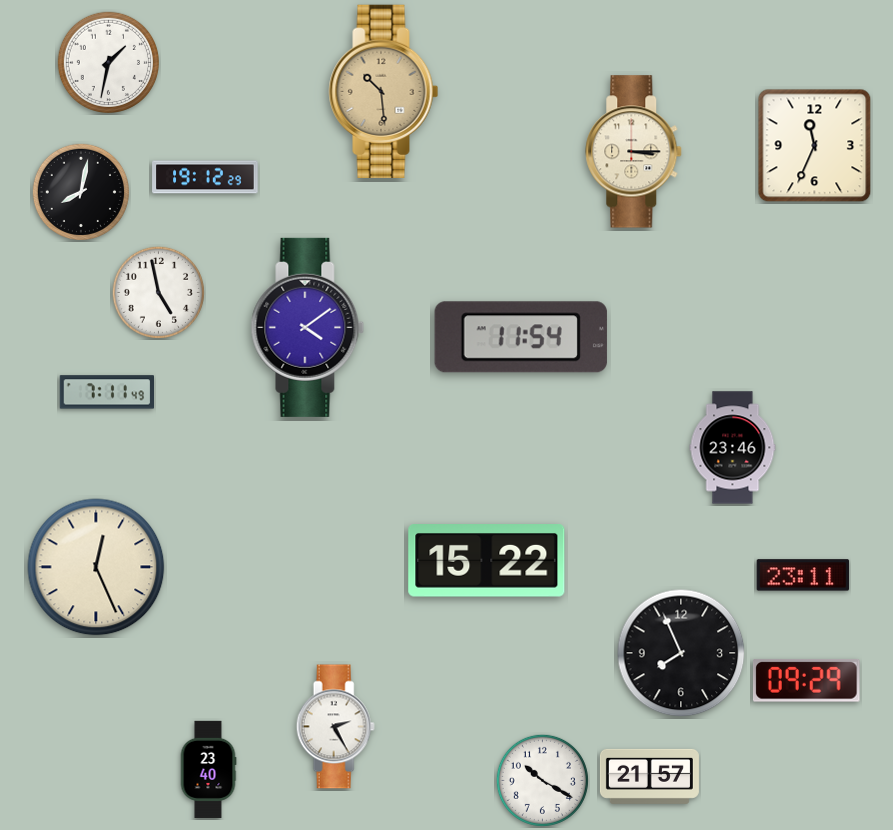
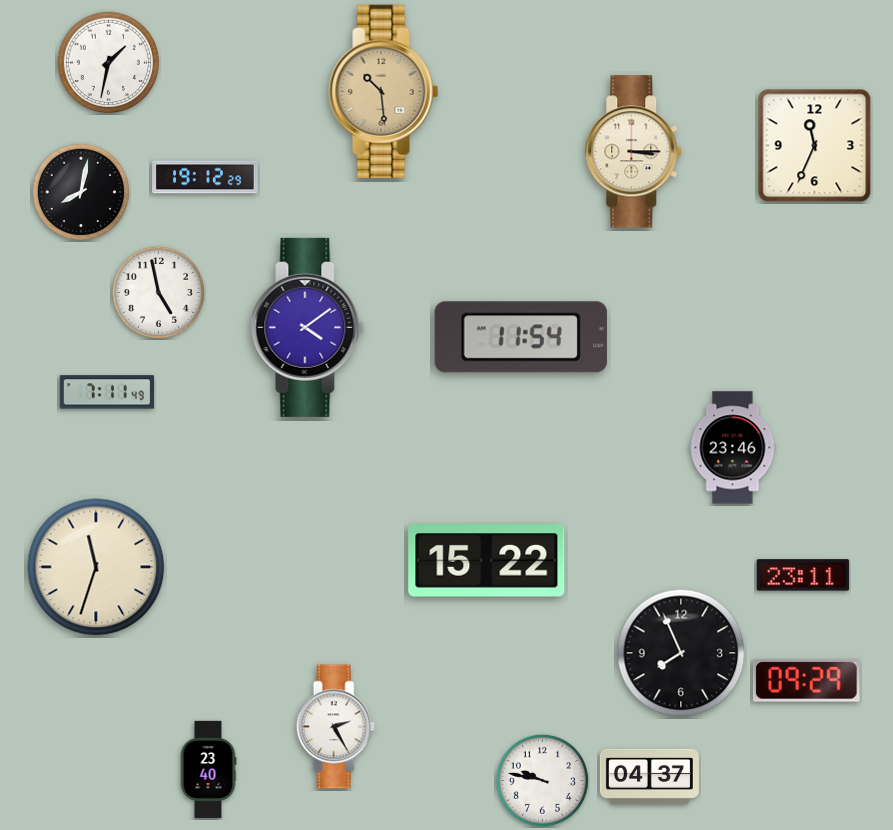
clock at (96, 567): 12:26 -> 11:33
clock at (649, 776): 21:57 -> 04:37
clock at (542, 780): 10:20 -> 9:47
